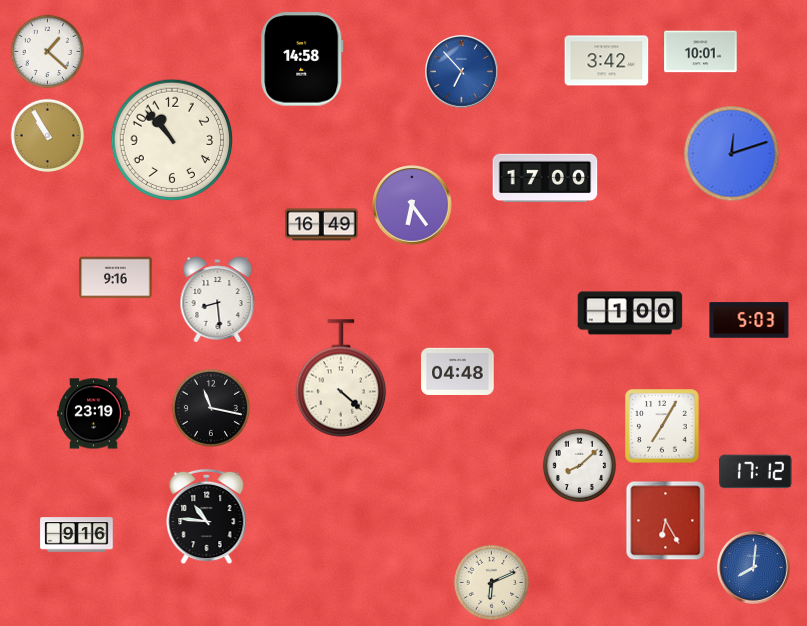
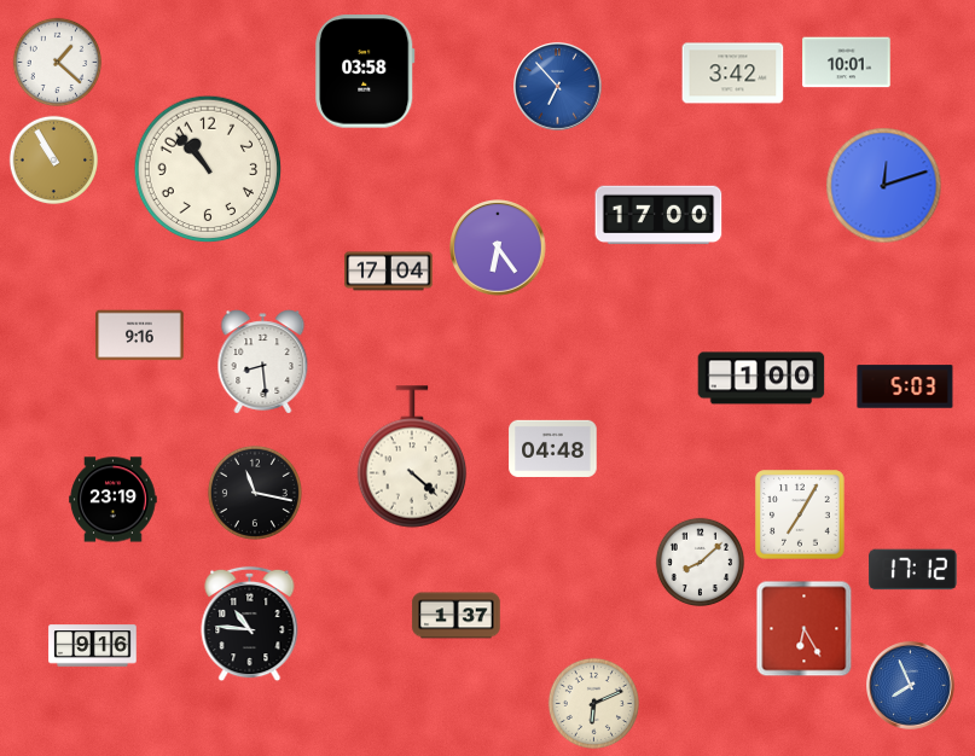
clock at (302, 59): 14:58 -> 03:58
clock at (48, 136) position: (48, 136) -> (54, 161)
clock at (322, 225): 16:49 -> 17:04
clock at (457, 616): none -> 1:37
clock at (754, 568): 8:01 -> 7:56
